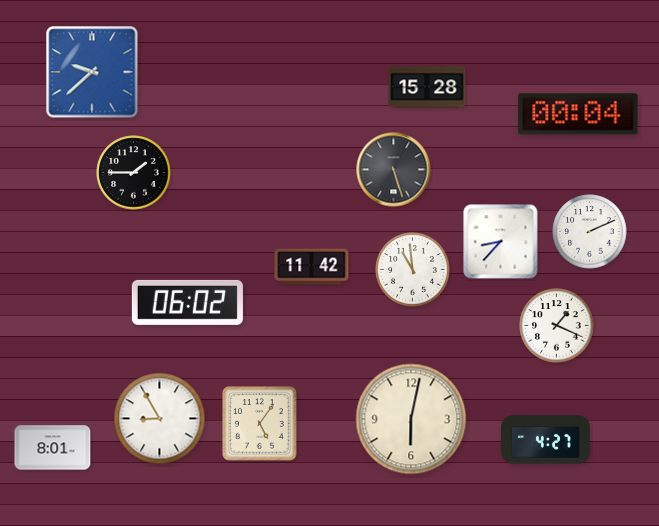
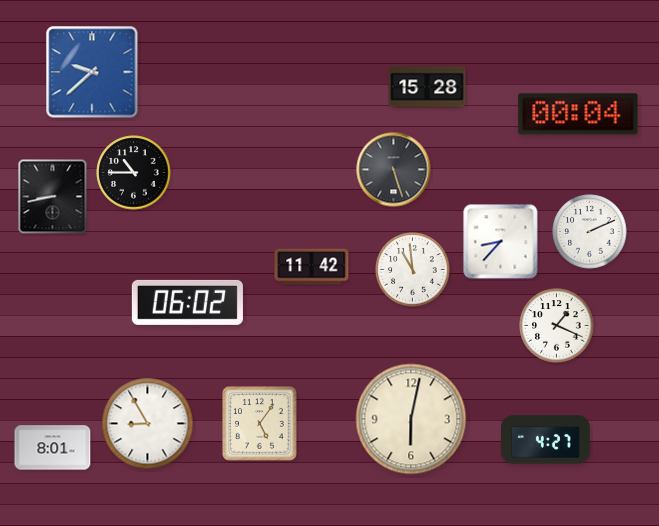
clock at (134, 173): 1:45 -> 10:45
clock at (53, 197): none -> 8:43
clock at (160, 419) position: (160, 419) -> (148, 424)
